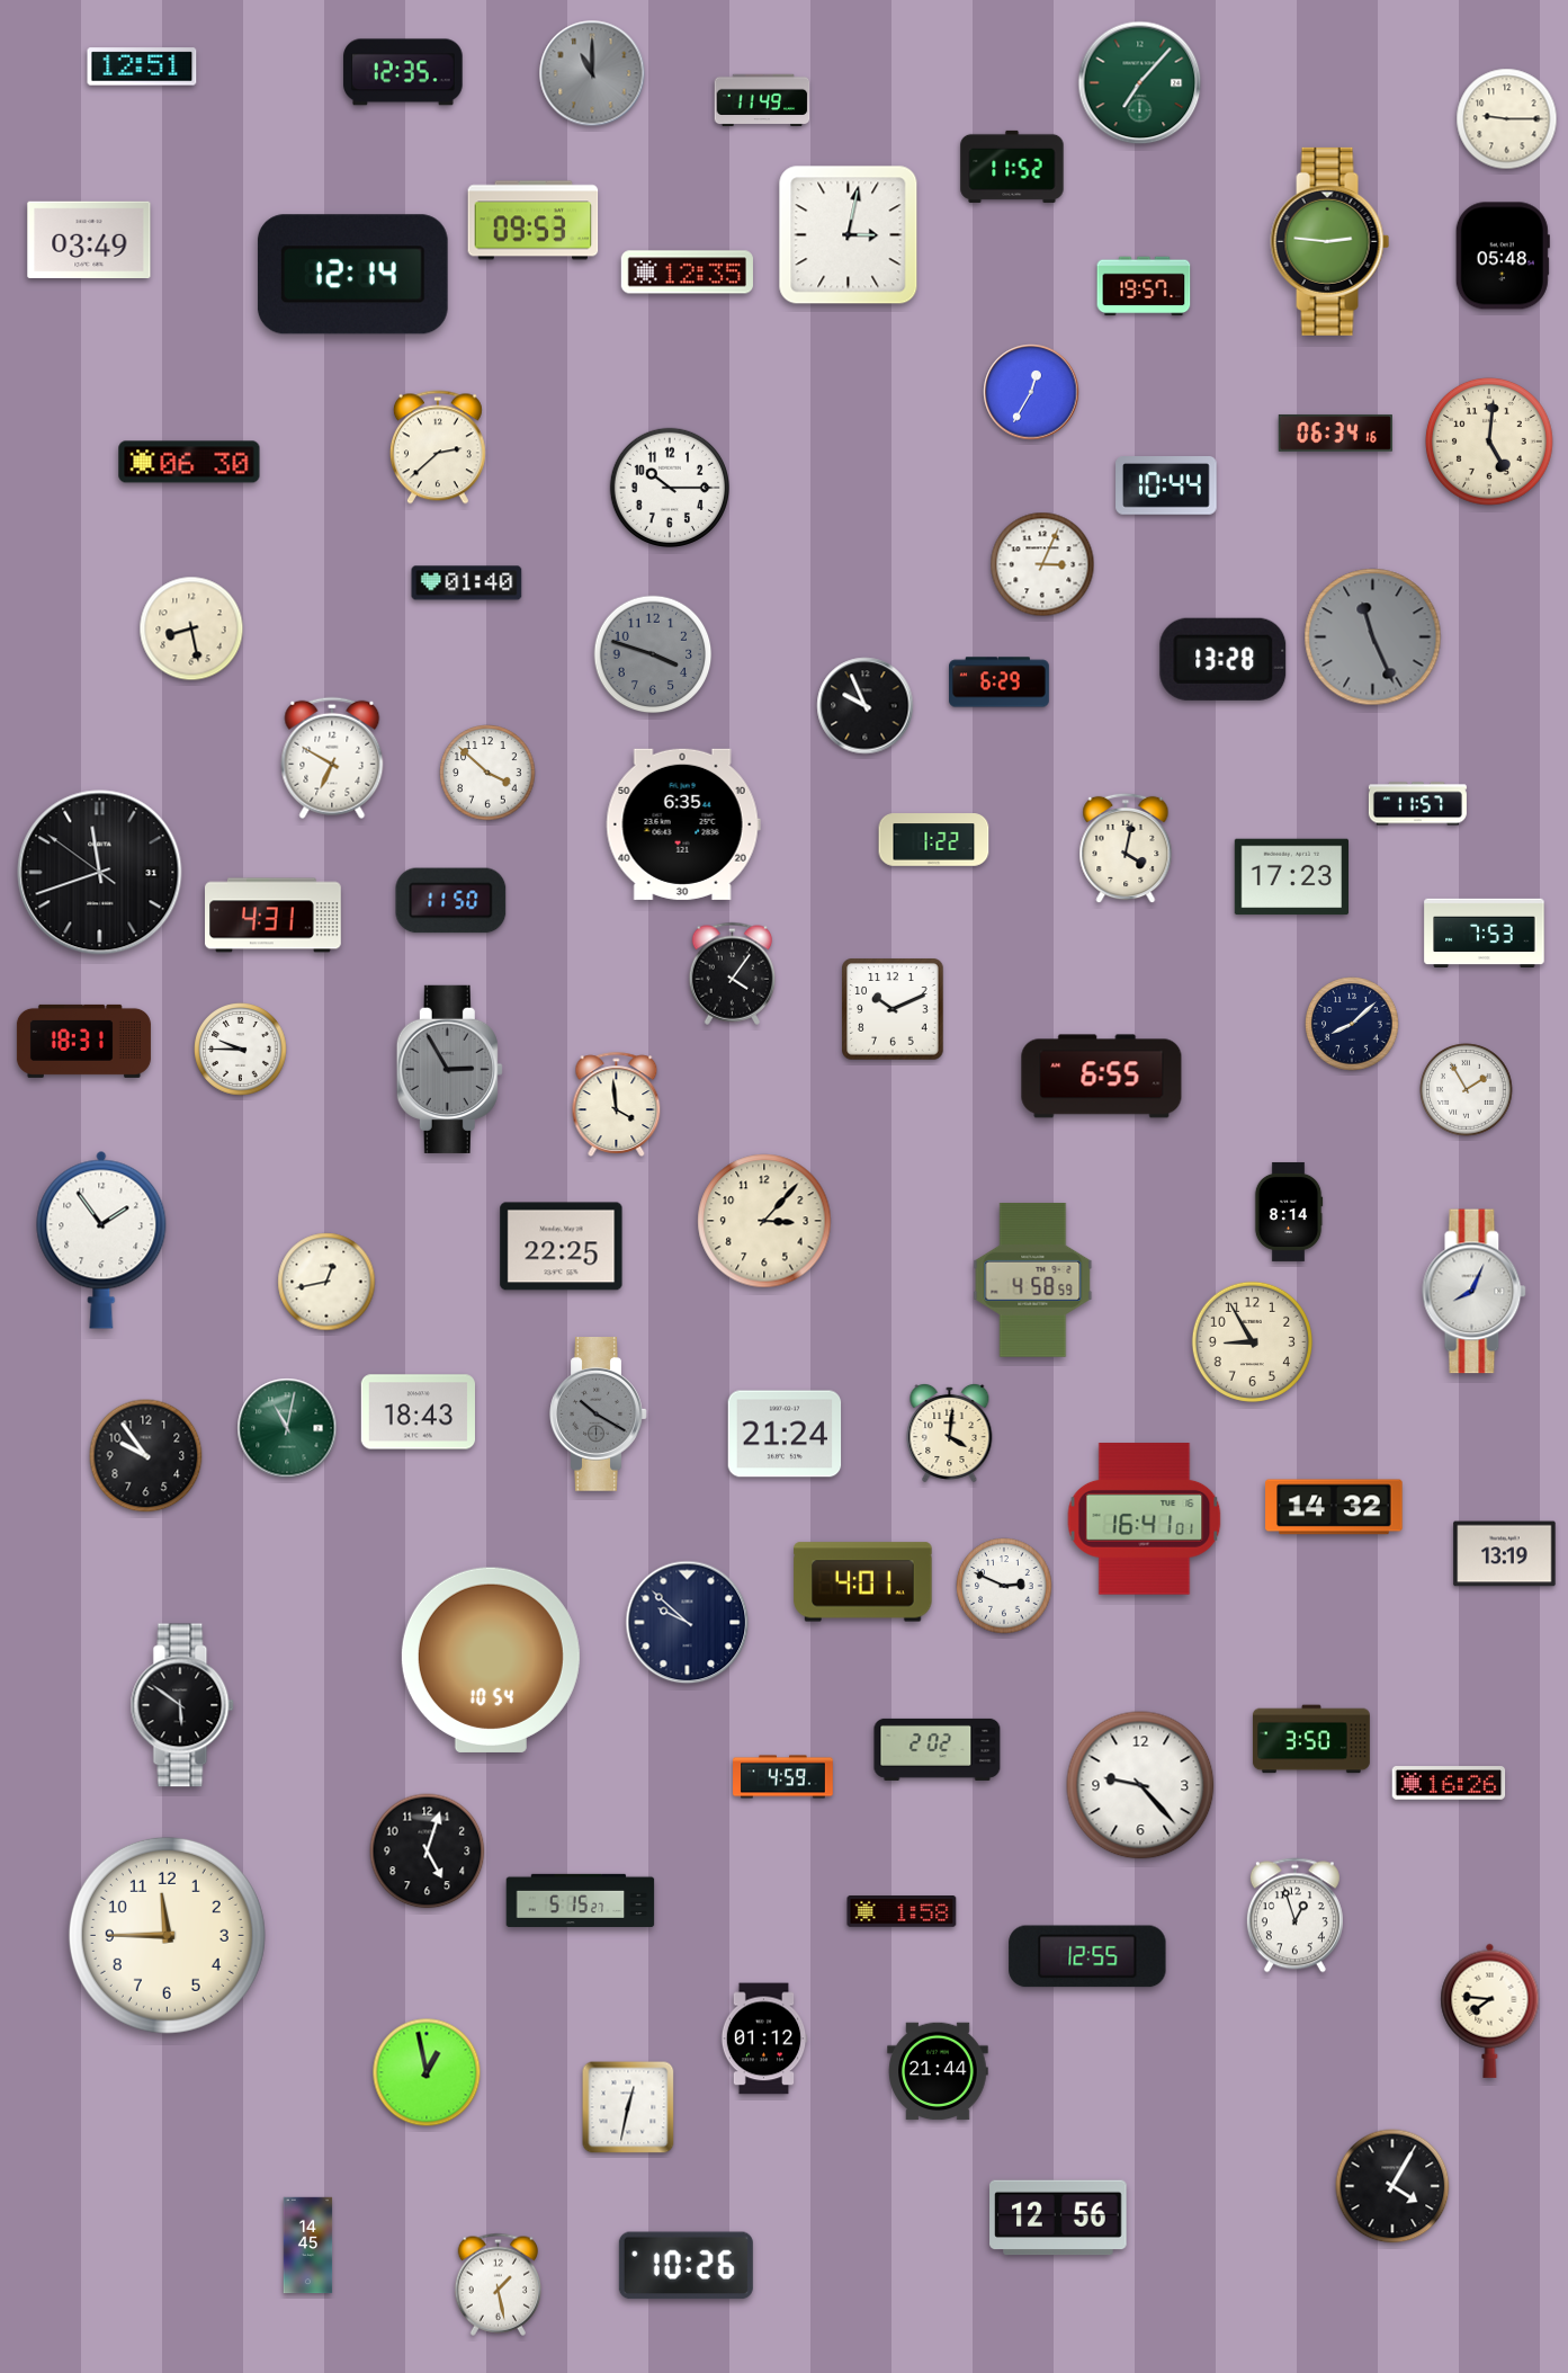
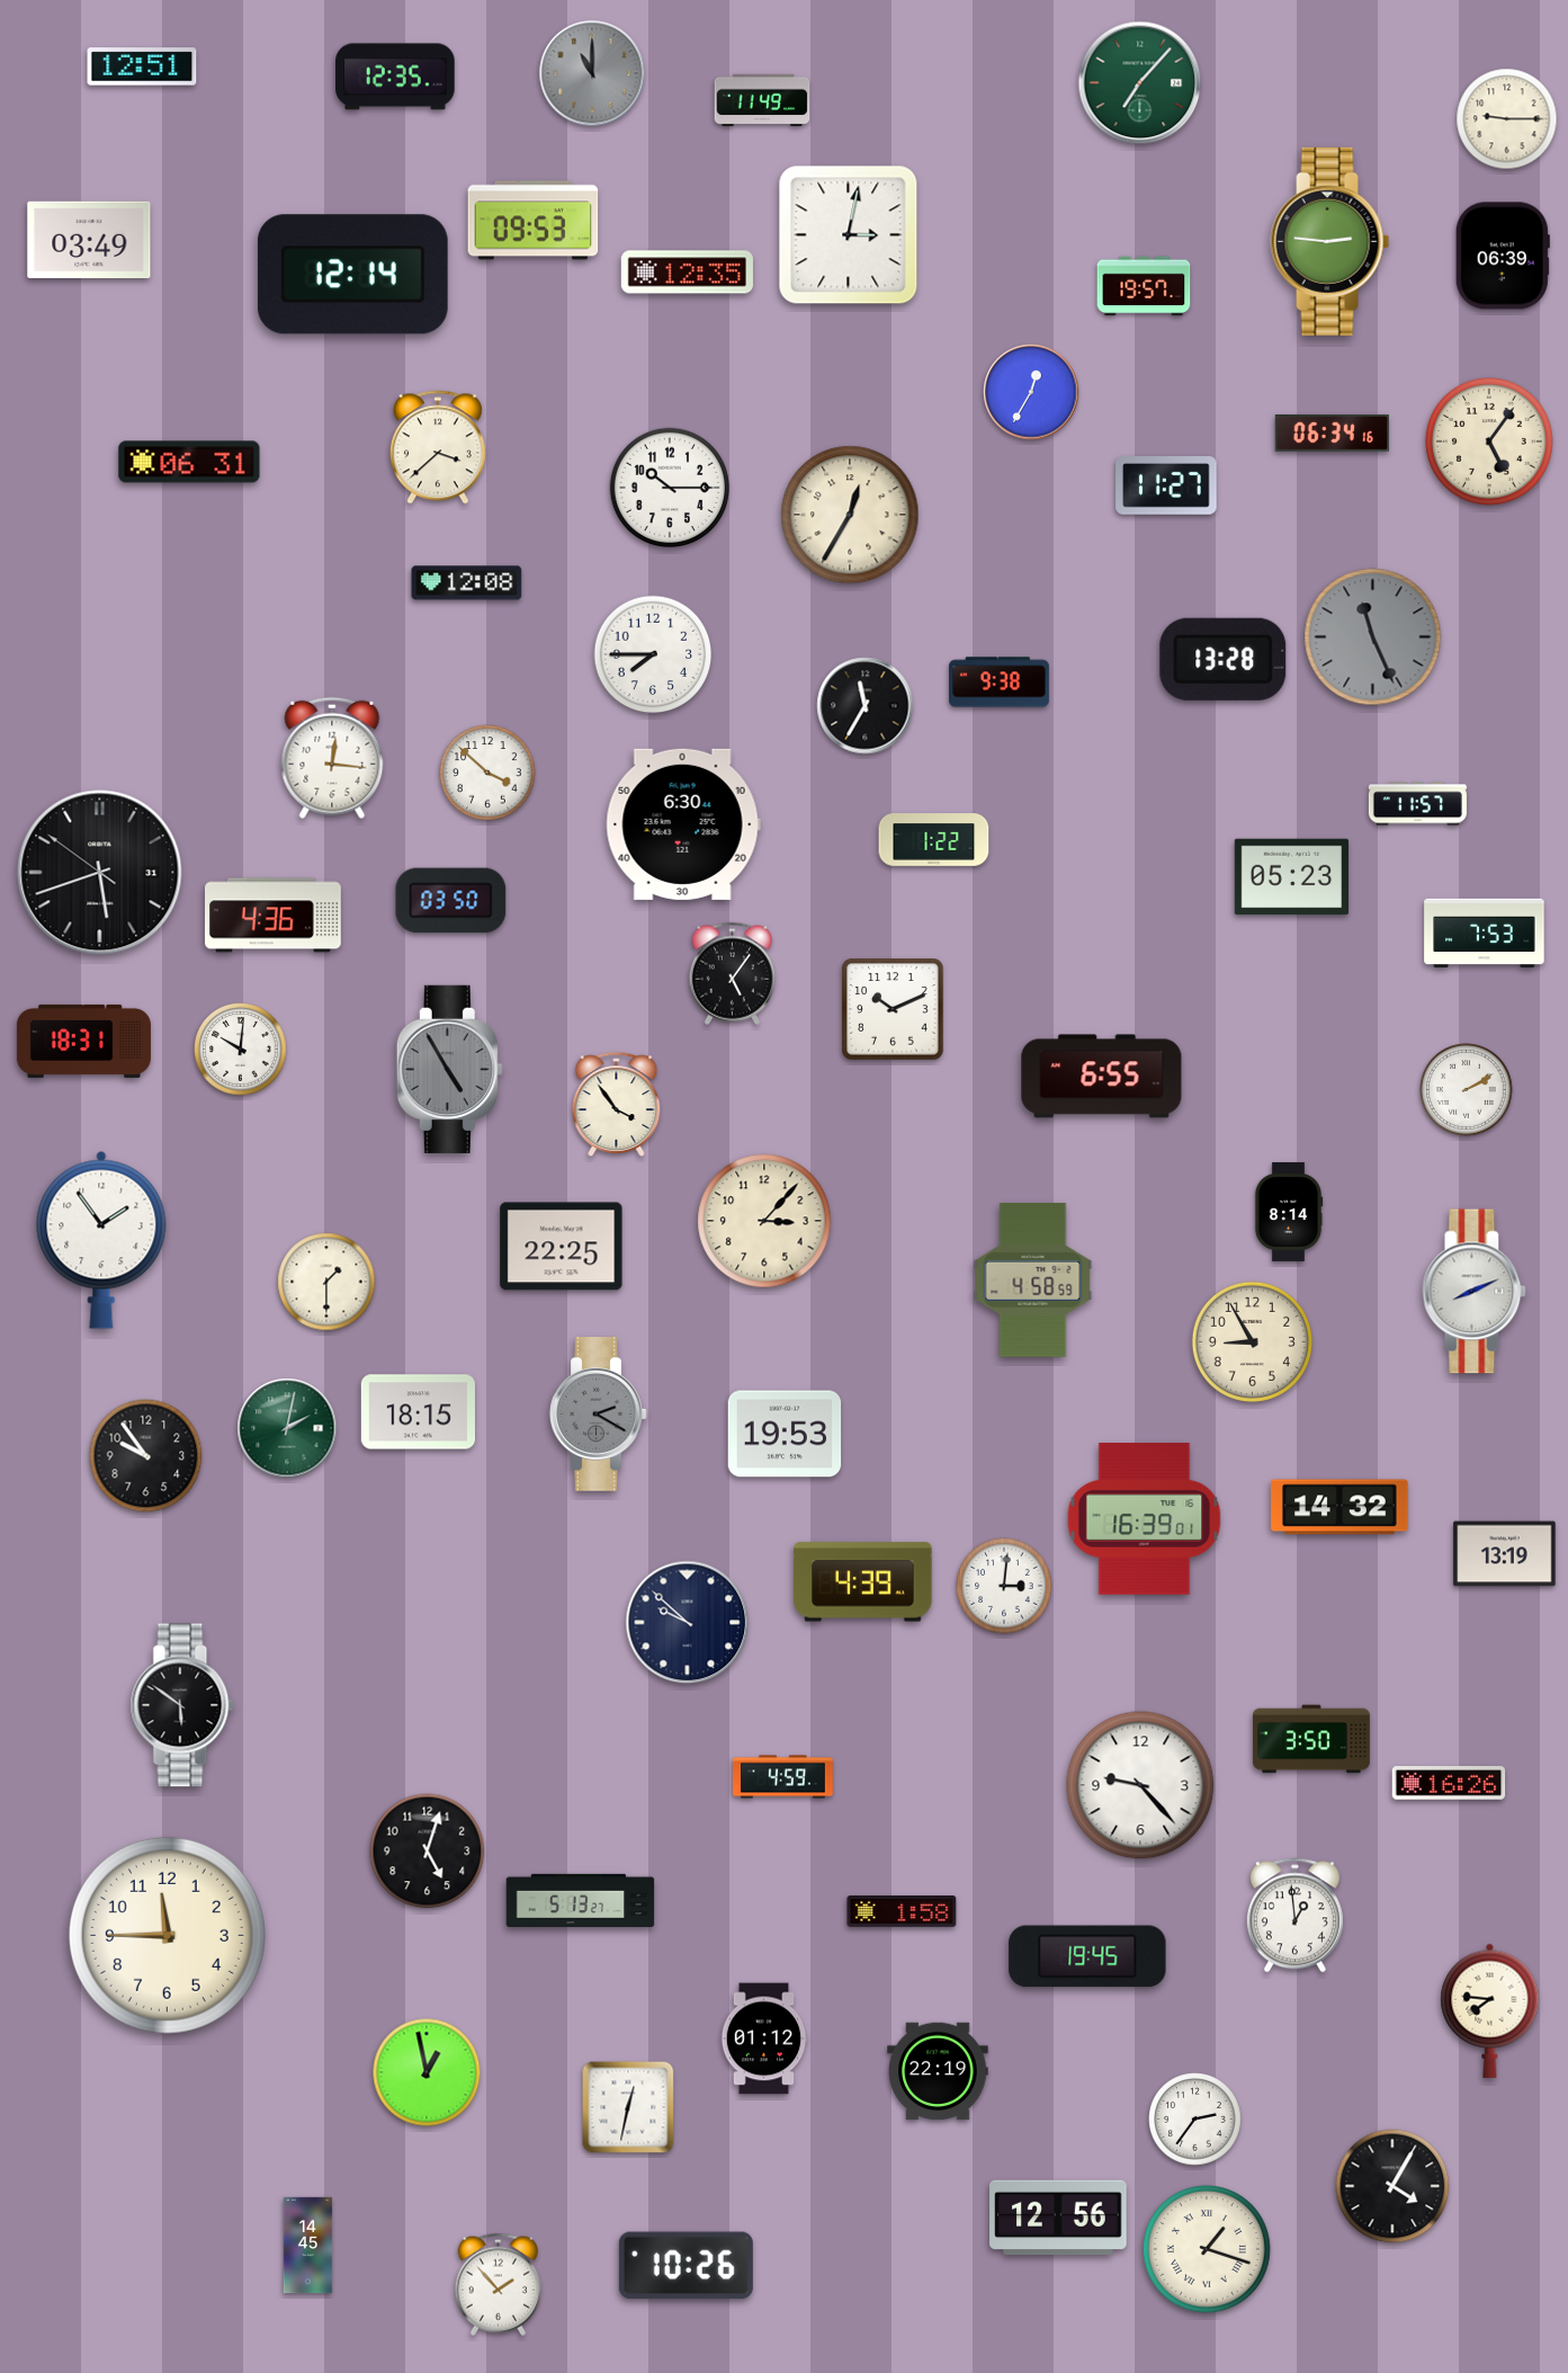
clock at (403, 72) position: (403, 72) -> (395, 77)
clock at (1012, 167): 11:52 -> none
clock at (1503, 256): 05:48 -> 06:39
clock at (1335, 432) position: (1335, 432) -> (1332, 432)
clock at (1489, 441): 5:01 -> 5:06
clock at (438, 447): 2:38 -> 3:38
clock at (189, 462): 06:30 -> 06:31
clock at (1166, 487): 10:44 -> 11:27
clock at (850, 515): none -> 12:35
clock at (1042, 564): 3:04 -> none
clock at (467, 583): 01:40 -> 12:08
clock at (191, 628): 8:28 -> none
clock at (653, 654): 3:48 -> 7:45
clock at (653, 654) dial: grey -> white
clock at (1000, 683): 6:29 -> 9:38
clock at (866, 706): 9:56 -> 11:35
clock at (332, 758): 6:50 -> 12:16
clock at (683, 824): 6:35 -> 6:30
clock at (1126, 848): 4:02 -> none
clock at (100, 873): 11:41 -> 5:41
clock at (1291, 877): 17:23 -> 05:23
clock at (451, 901): 11:50 -> 03:50
clock at (274, 916): 4:31 -> 4:36
clock at (732, 973): 4:06 -> 5:06
clock at (1352, 1024): 8:08 -> none
clock at (241, 1050): 9:45 -> 10:01
clock at (449, 1069): 2:55 -> 4:55
clock at (1467, 1090): 1:55 -> 2:10
clock at (617, 1104): 3:59 -> 3:54
clock at (326, 1282): 12:43 -> 1:30
clock at (1475, 1292): 8:04 -> 8:11
clock at (418, 1412): 18:43 -> 18:15
clock at (599, 1415): 10:20 -> 2:20
clock at (287, 1428): 11:02 -> 2:02
clock at (950, 1433): 4:01 -> none
clock at (785, 1434): 21:24 -> 19:53
clock at (1334, 1507) position: (1334, 1507) -> (1339, 1507)
clock at (1145, 1519): 16:41 -> 16:39
clock at (863, 1582): 4:01 -> 4:39
clock at (1004, 1586): 2:49 -> 3:01
clock at (491, 1660): 10:54 -> none
clock at (938, 1749): 2:02 -> none
clock at (581, 1900): 5:15 -> 5:13
clock at (1294, 1916): 12:57 -> 12:59
clock at (1087, 1956): 12:55 -> 19:45
clock at (938, 2071): 21:44 -> 22:19
clock at (1195, 2120): none -> 2:36
clock at (1207, 2249): none -> 1:18
clock at (498, 2284): 1:28 -> 1:53
